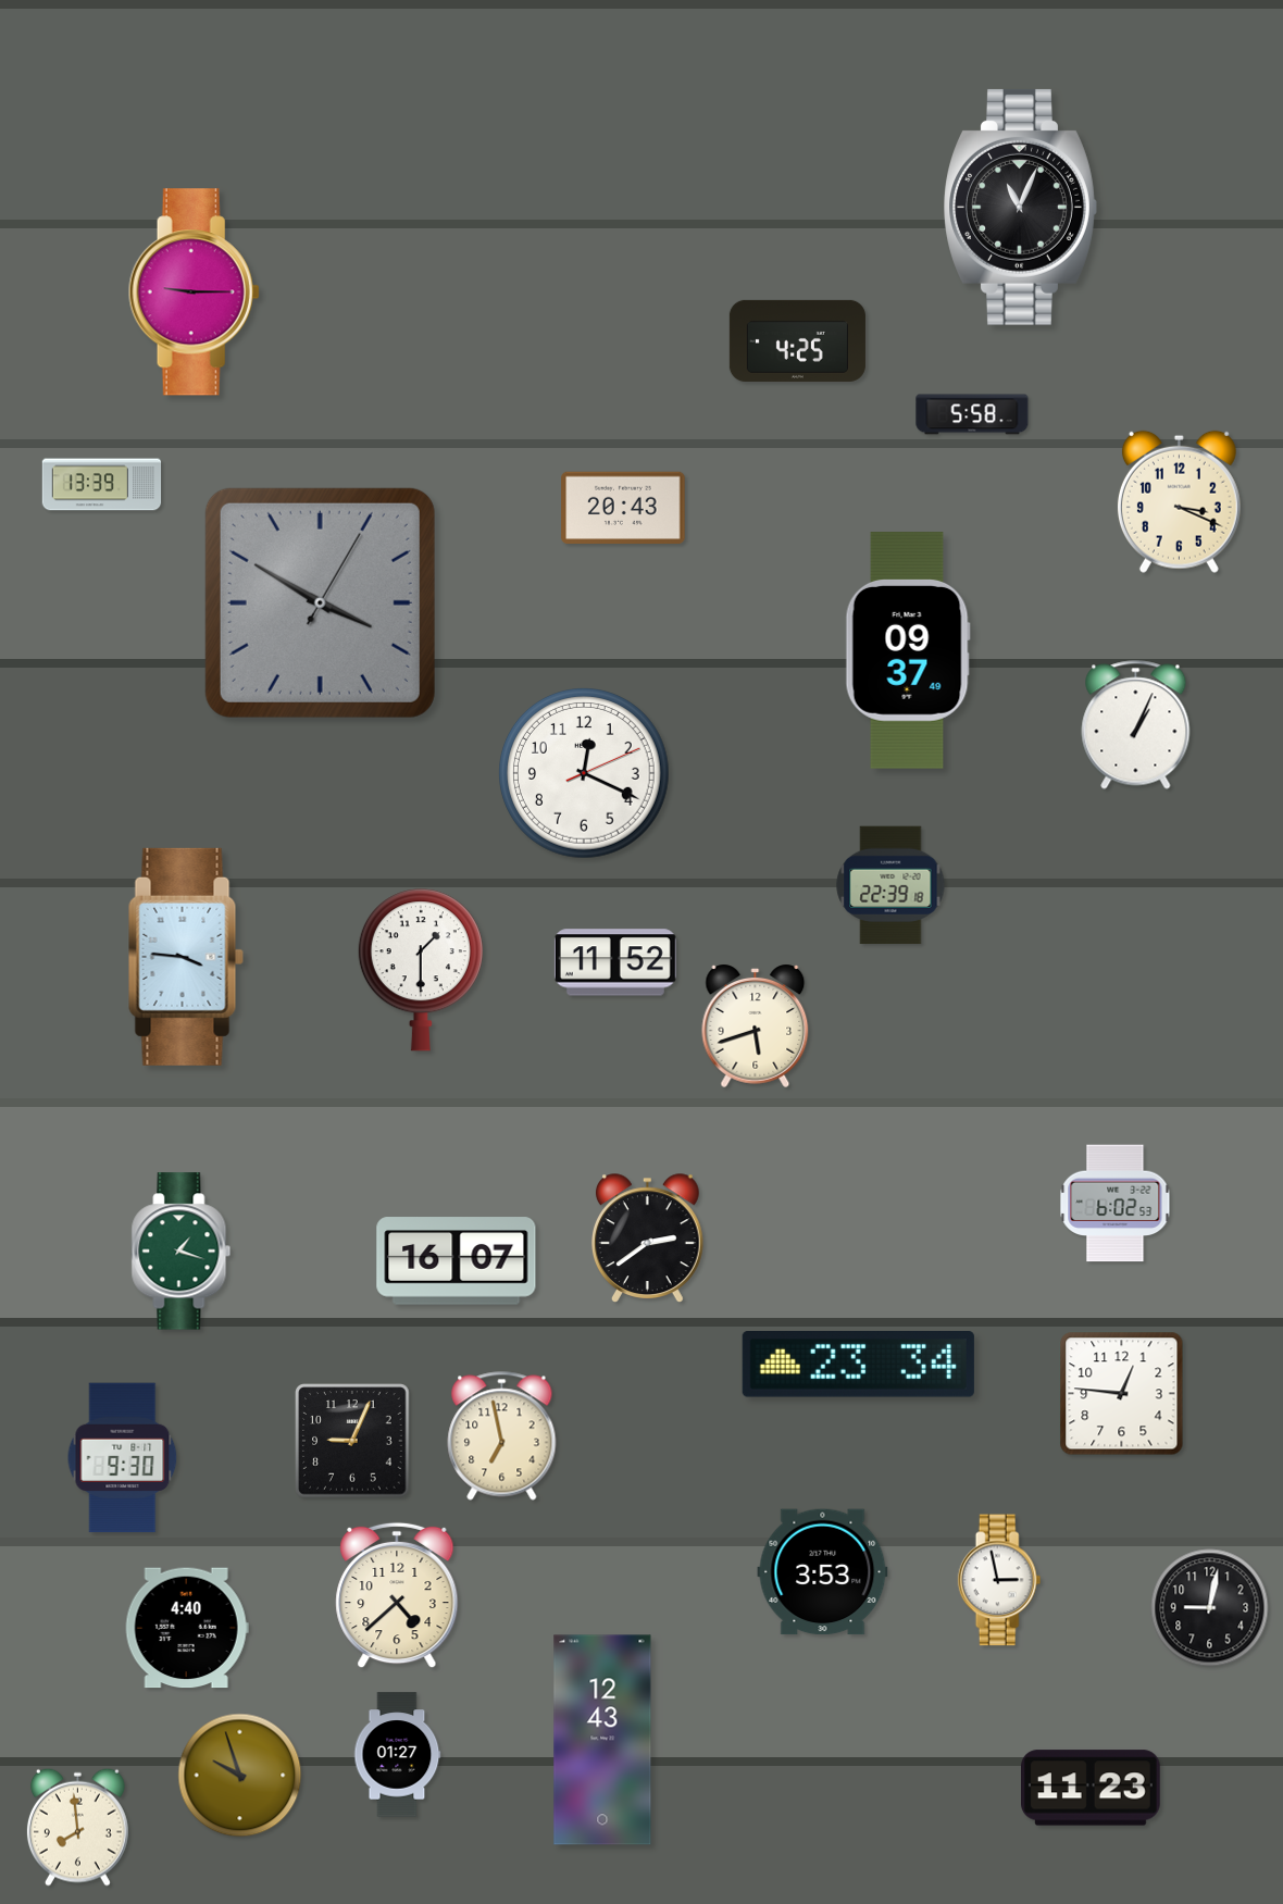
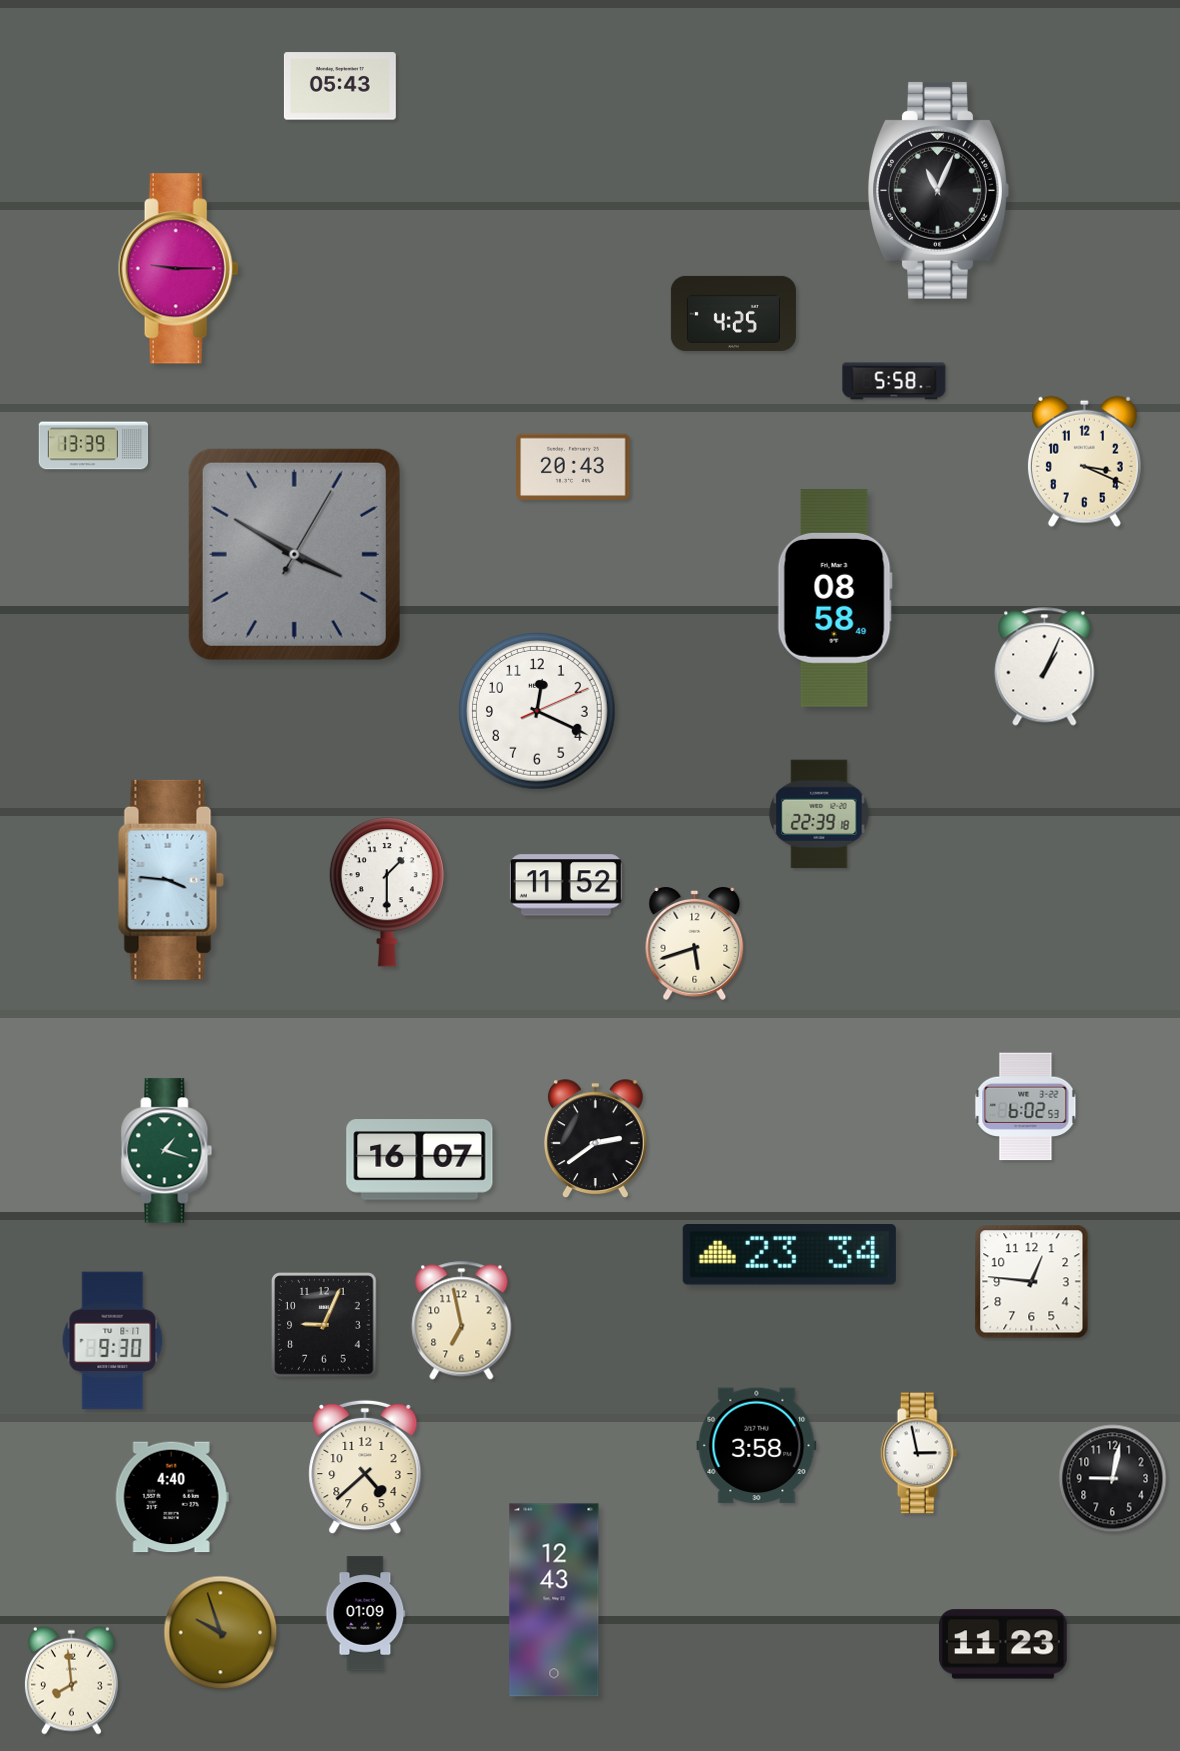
clock at (340, 86): none -> 05:43
clock at (908, 650): 09:37 -> 08:58
clock at (823, 1572): 3:53 -> 3:58
clock at (398, 1755): 01:27 -> 01:09
